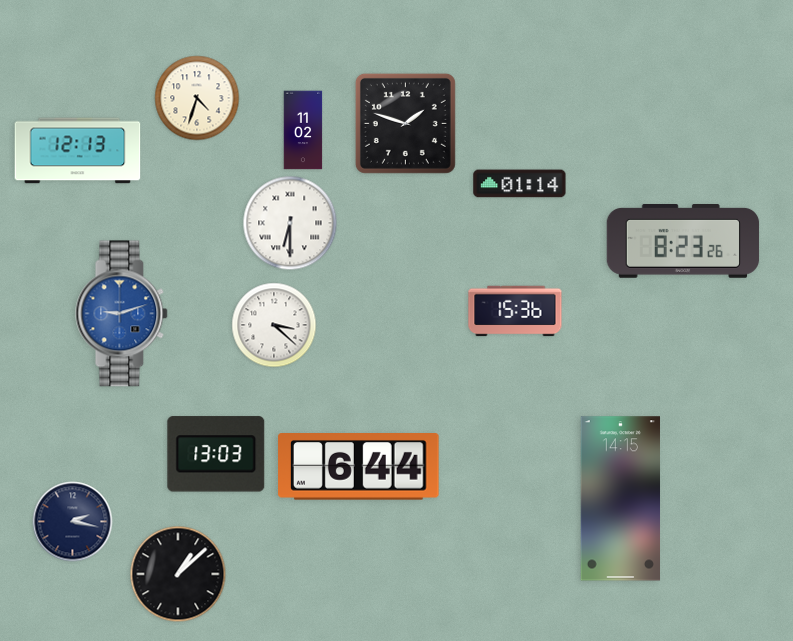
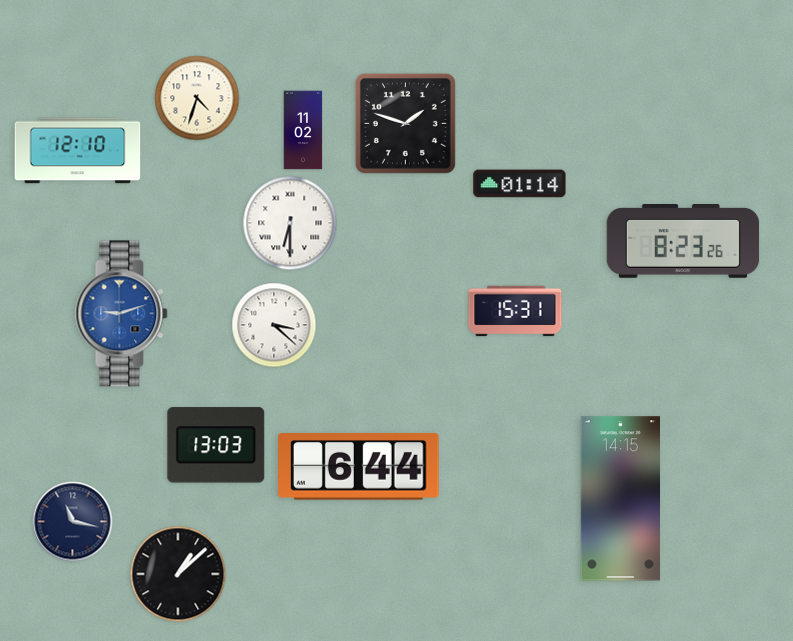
clock at (78, 151): 12:13 -> 12:10
clock at (515, 311): 15:36 -> 15:31
clock at (216, 454) position: (216, 454) -> (216, 445)
clock at (73, 522): 2:17 -> 11:17
